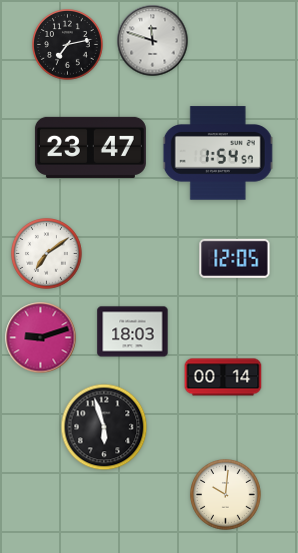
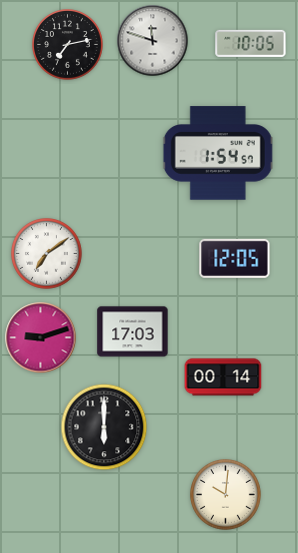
clock at (251, 43): none -> 10:05
clock at (90, 147): 23:47 -> none
clock at (133, 332): 18:03 -> 17:03
clock at (104, 427): 5:57 -> 6:00
